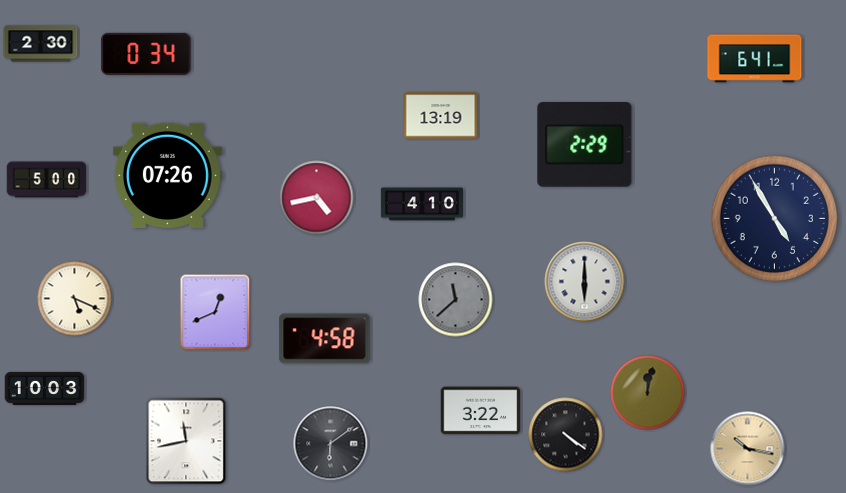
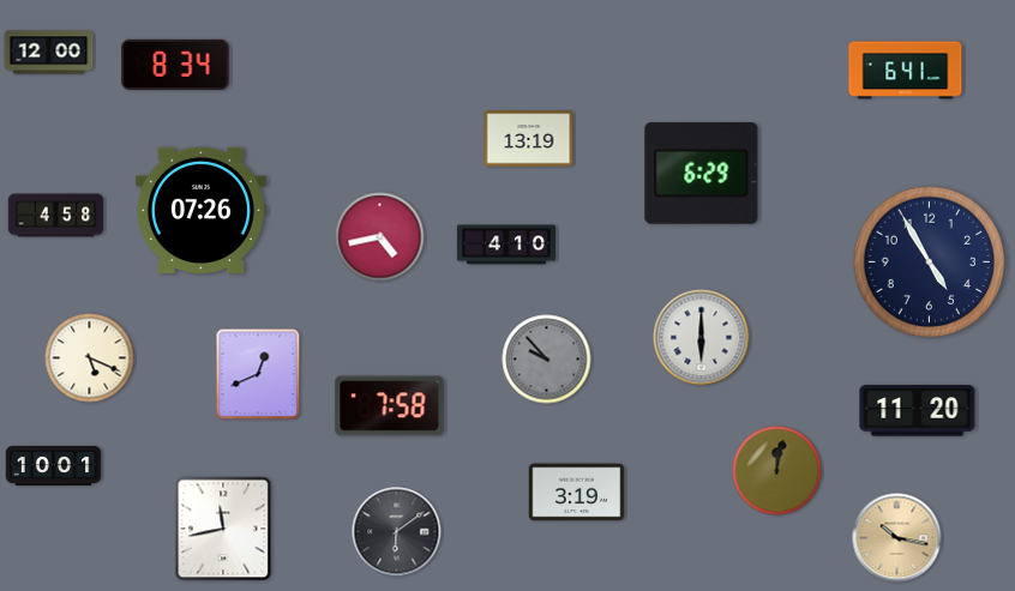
clock at (41, 44): 2:30 -> 12:00
clock at (146, 54): 0:34 -> 8:34
clock at (585, 145): 2:29 -> 6:29
clock at (47, 180): 5:00 -> 4:58
clock at (456, 300): 11:38 -> 9:53
clock at (325, 339): 4:58 -> 7:58
clock at (918, 411): none -> 11:20
clock at (45, 388): 10:03 -> 10:01
clock at (481, 411): 3:22 -> 3:19
clock at (566, 435): 4:21 -> none
